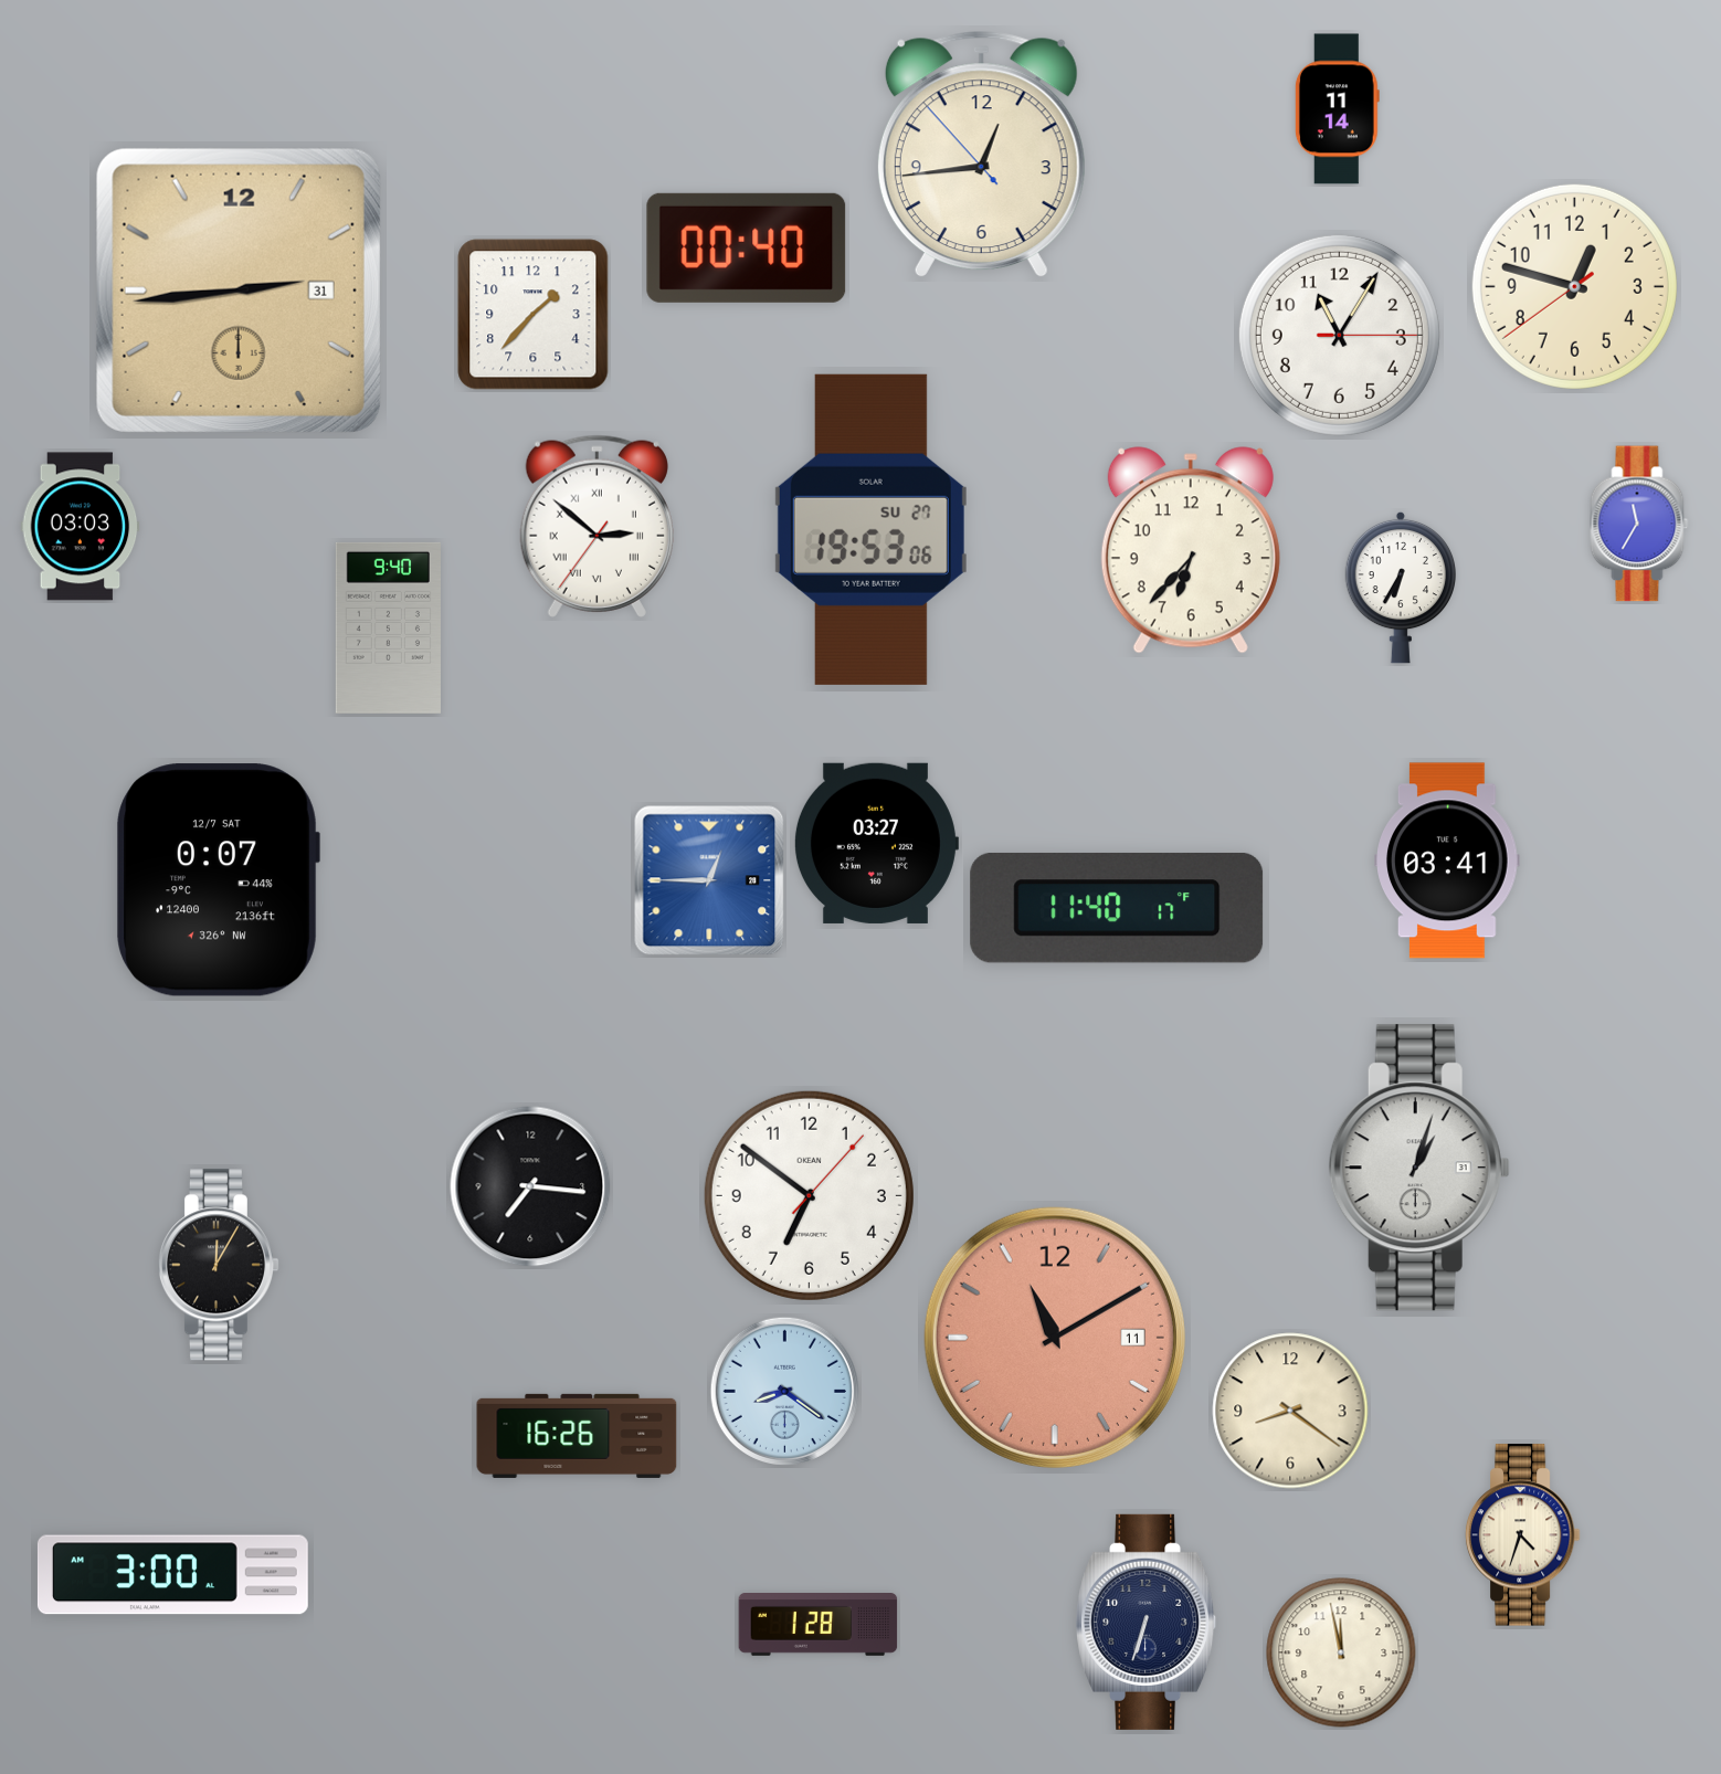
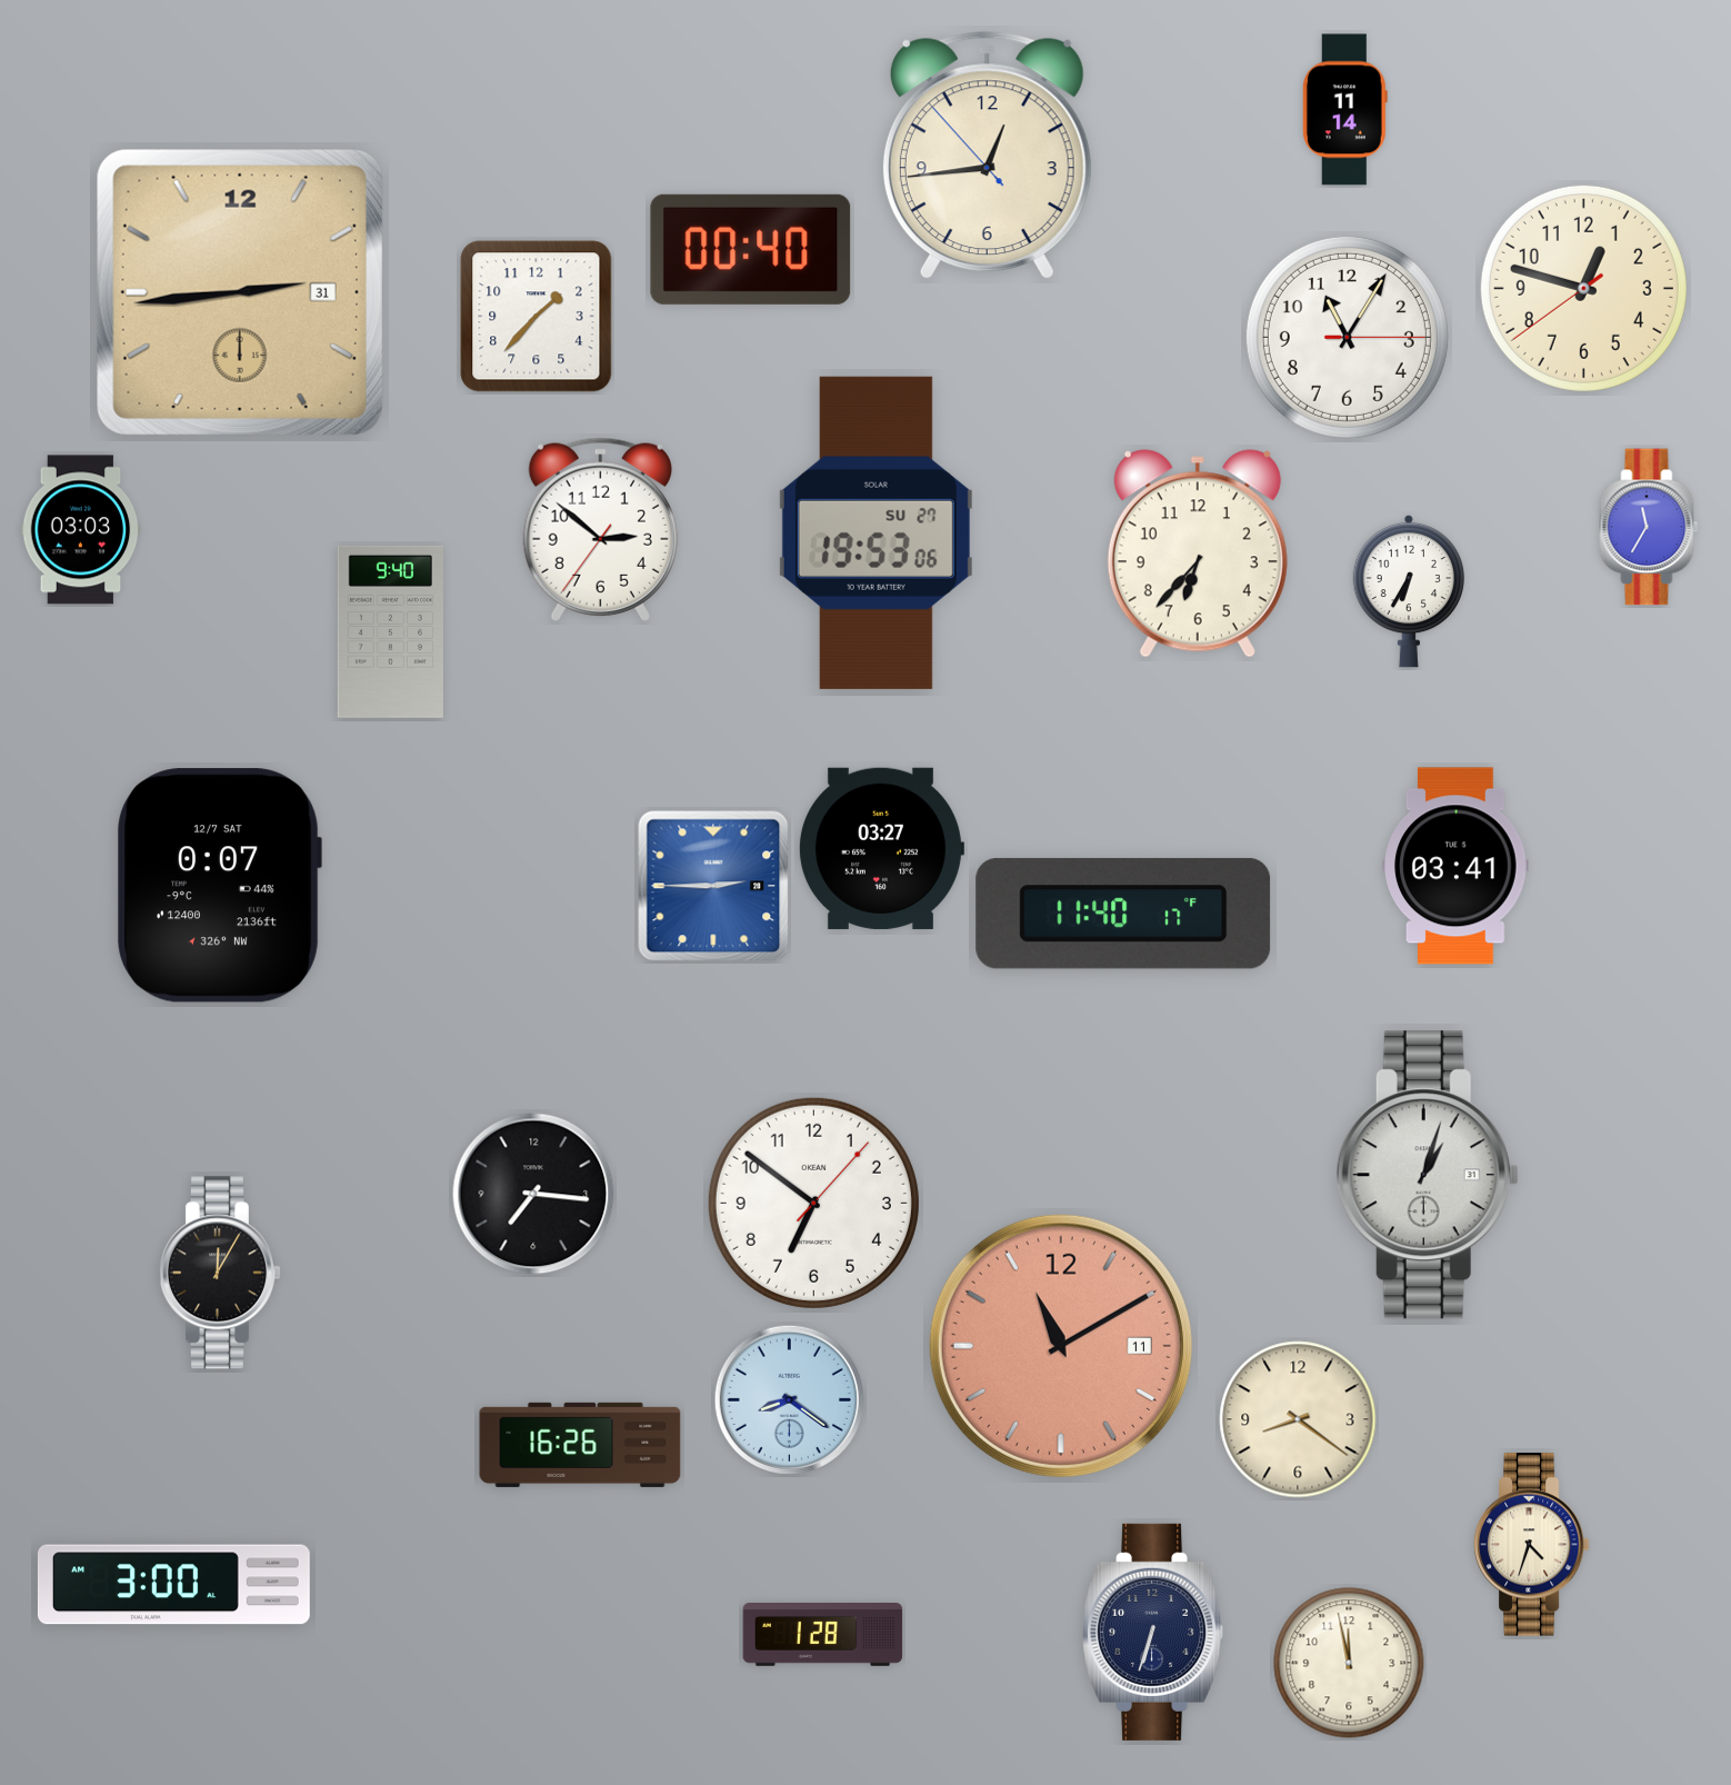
clock at (596, 526) numerals: Roman -> Arabic
clock at (709, 880): 12:45 -> 2:45
